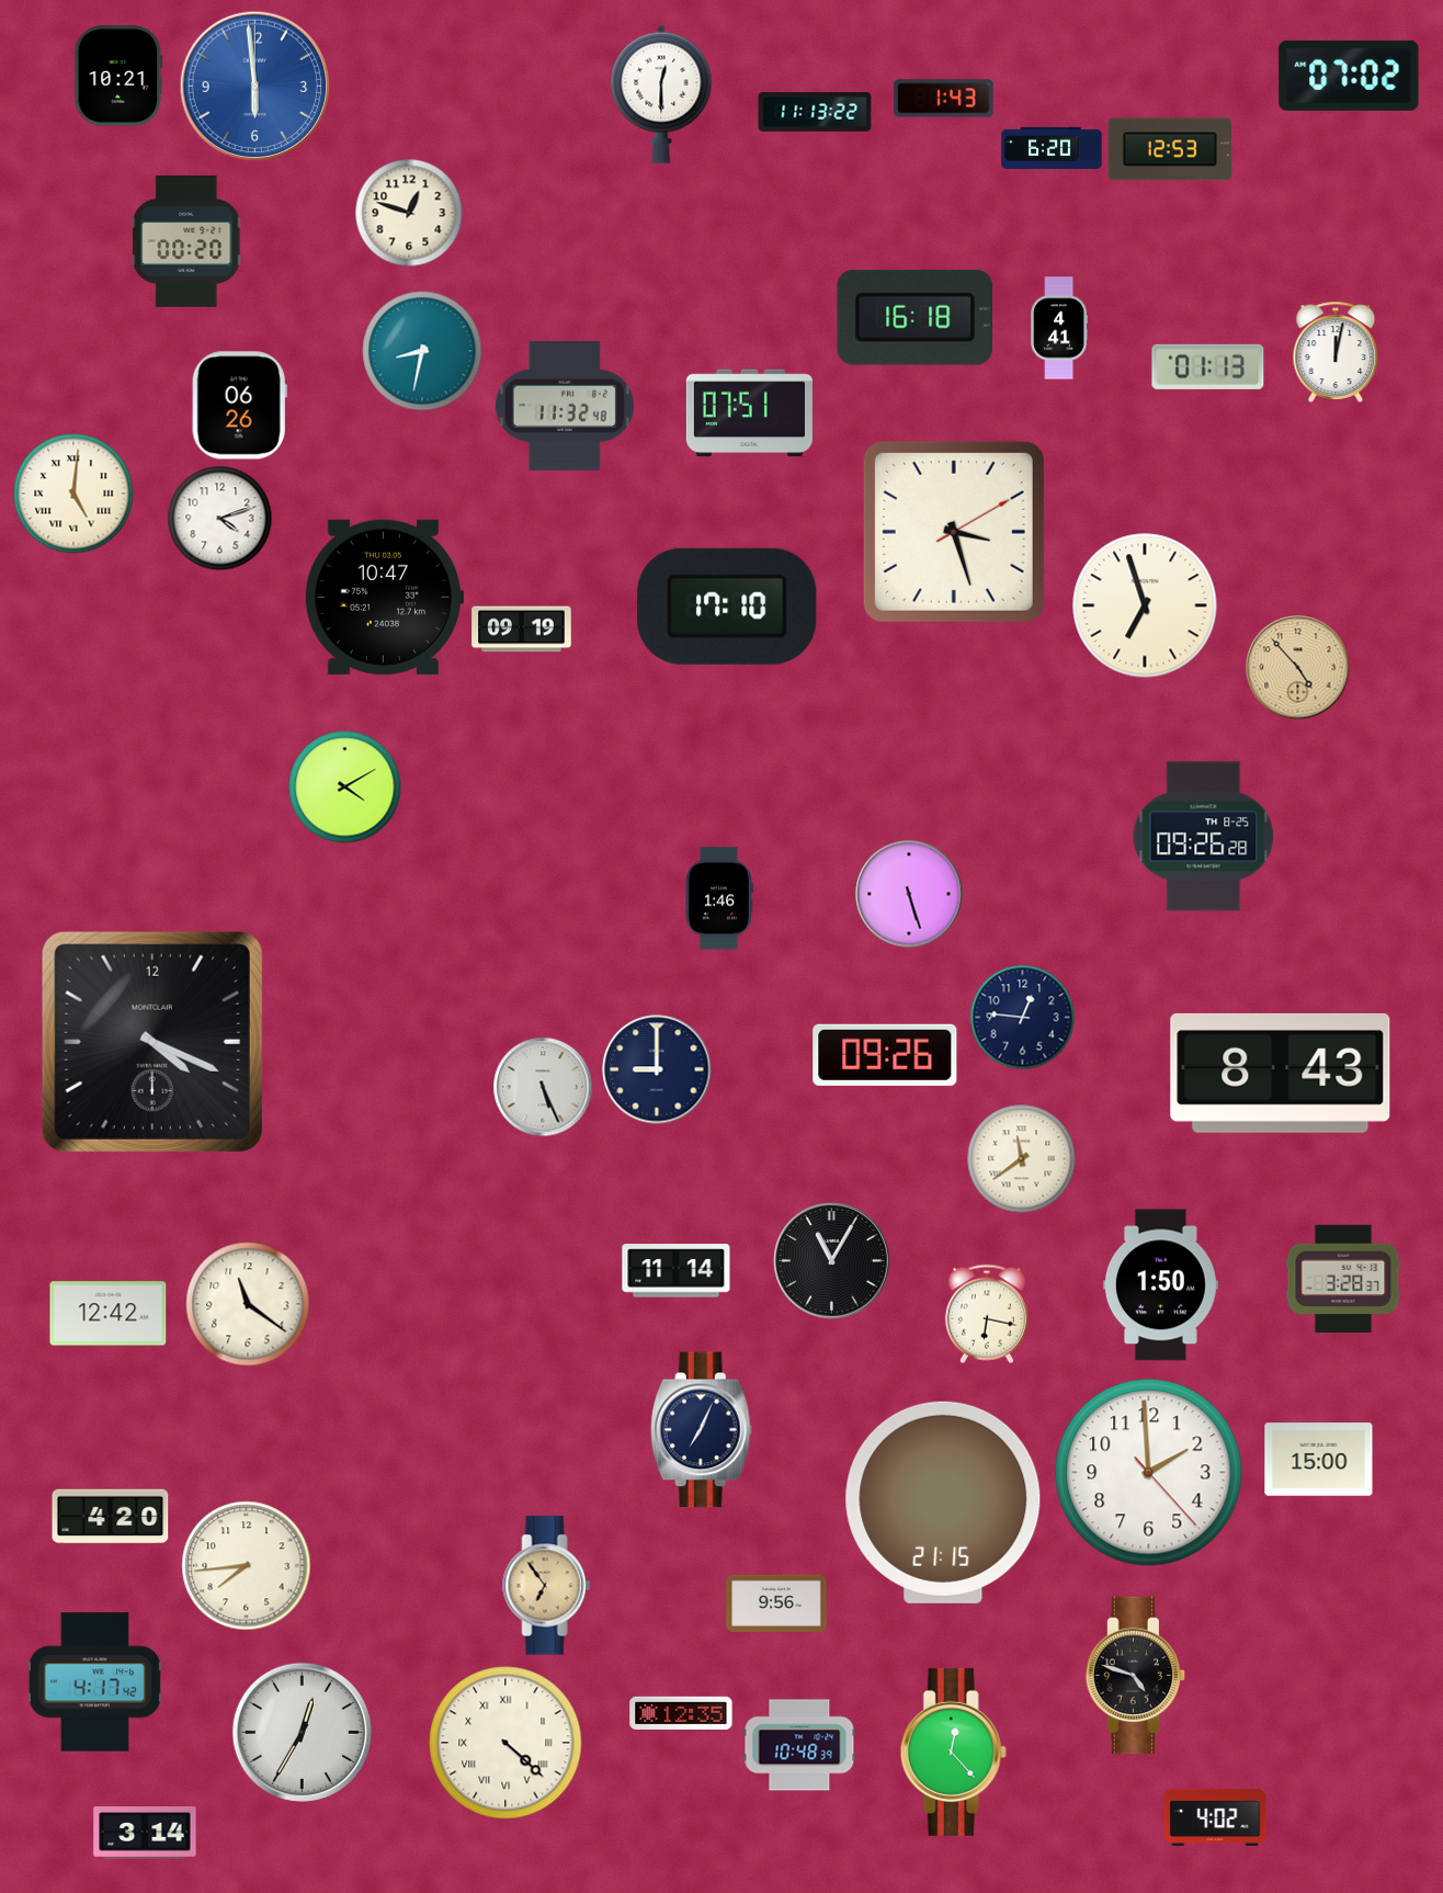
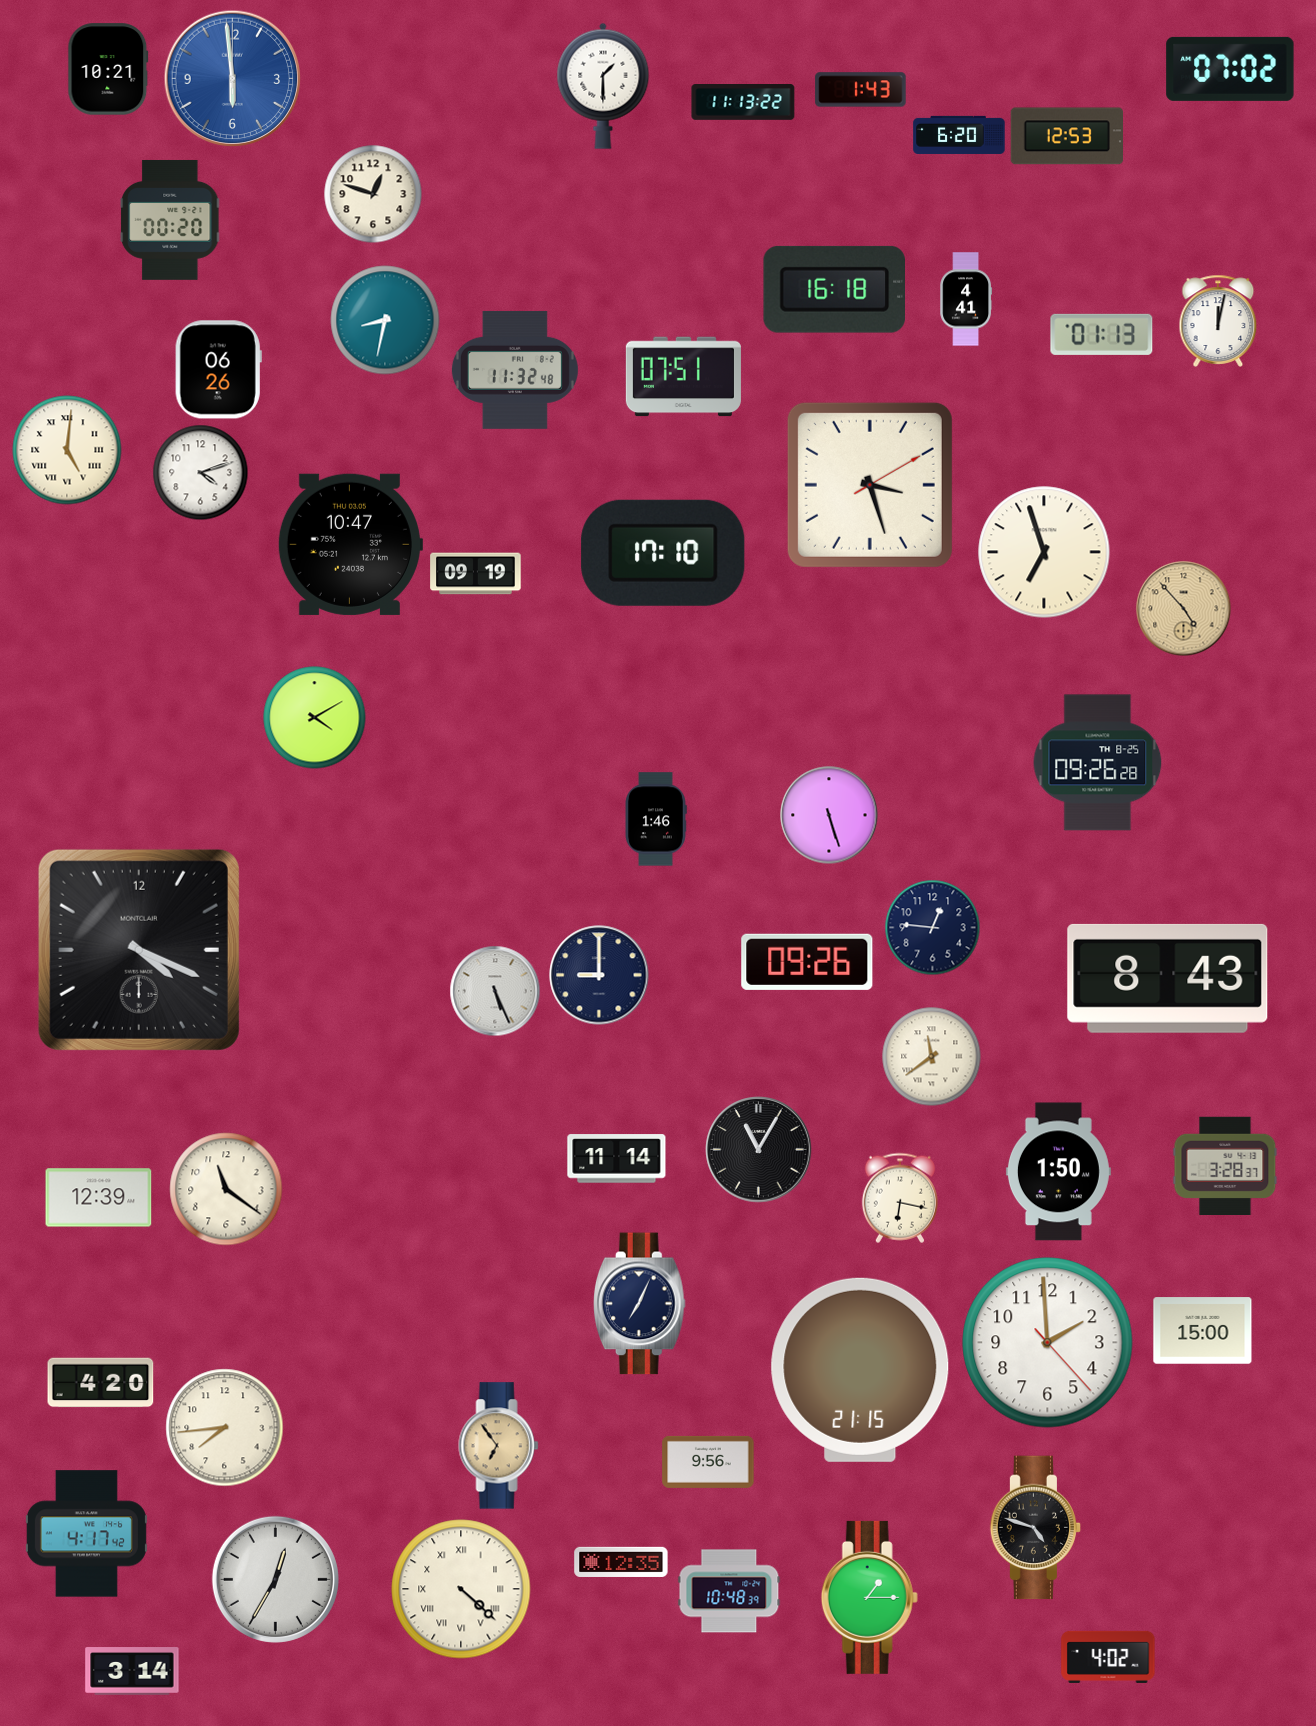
clock at (661, 94): 12:30 -> 1:30
clock at (109, 1314): 12:42 -> 12:39
clock at (953, 1752): 12:23 -> 1:15
